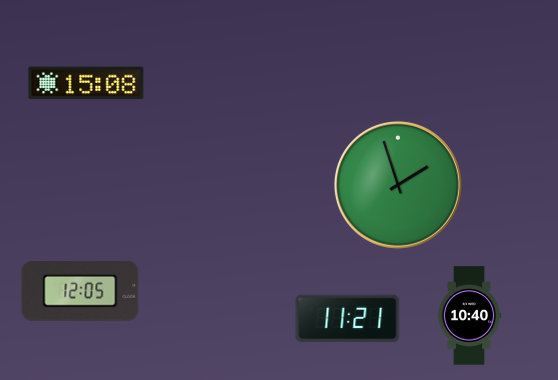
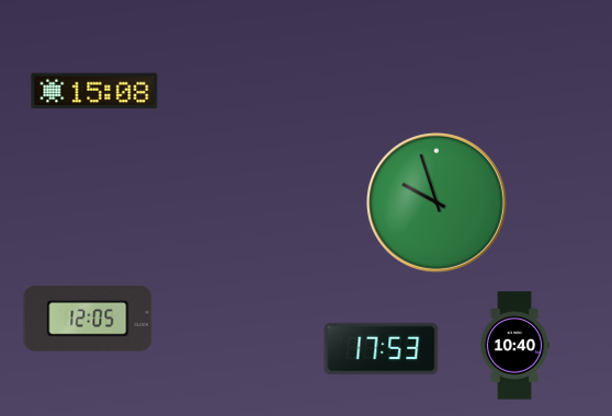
clock at (398, 185): 1:57 -> 9:57
clock at (348, 319): 11:21 -> 17:53
